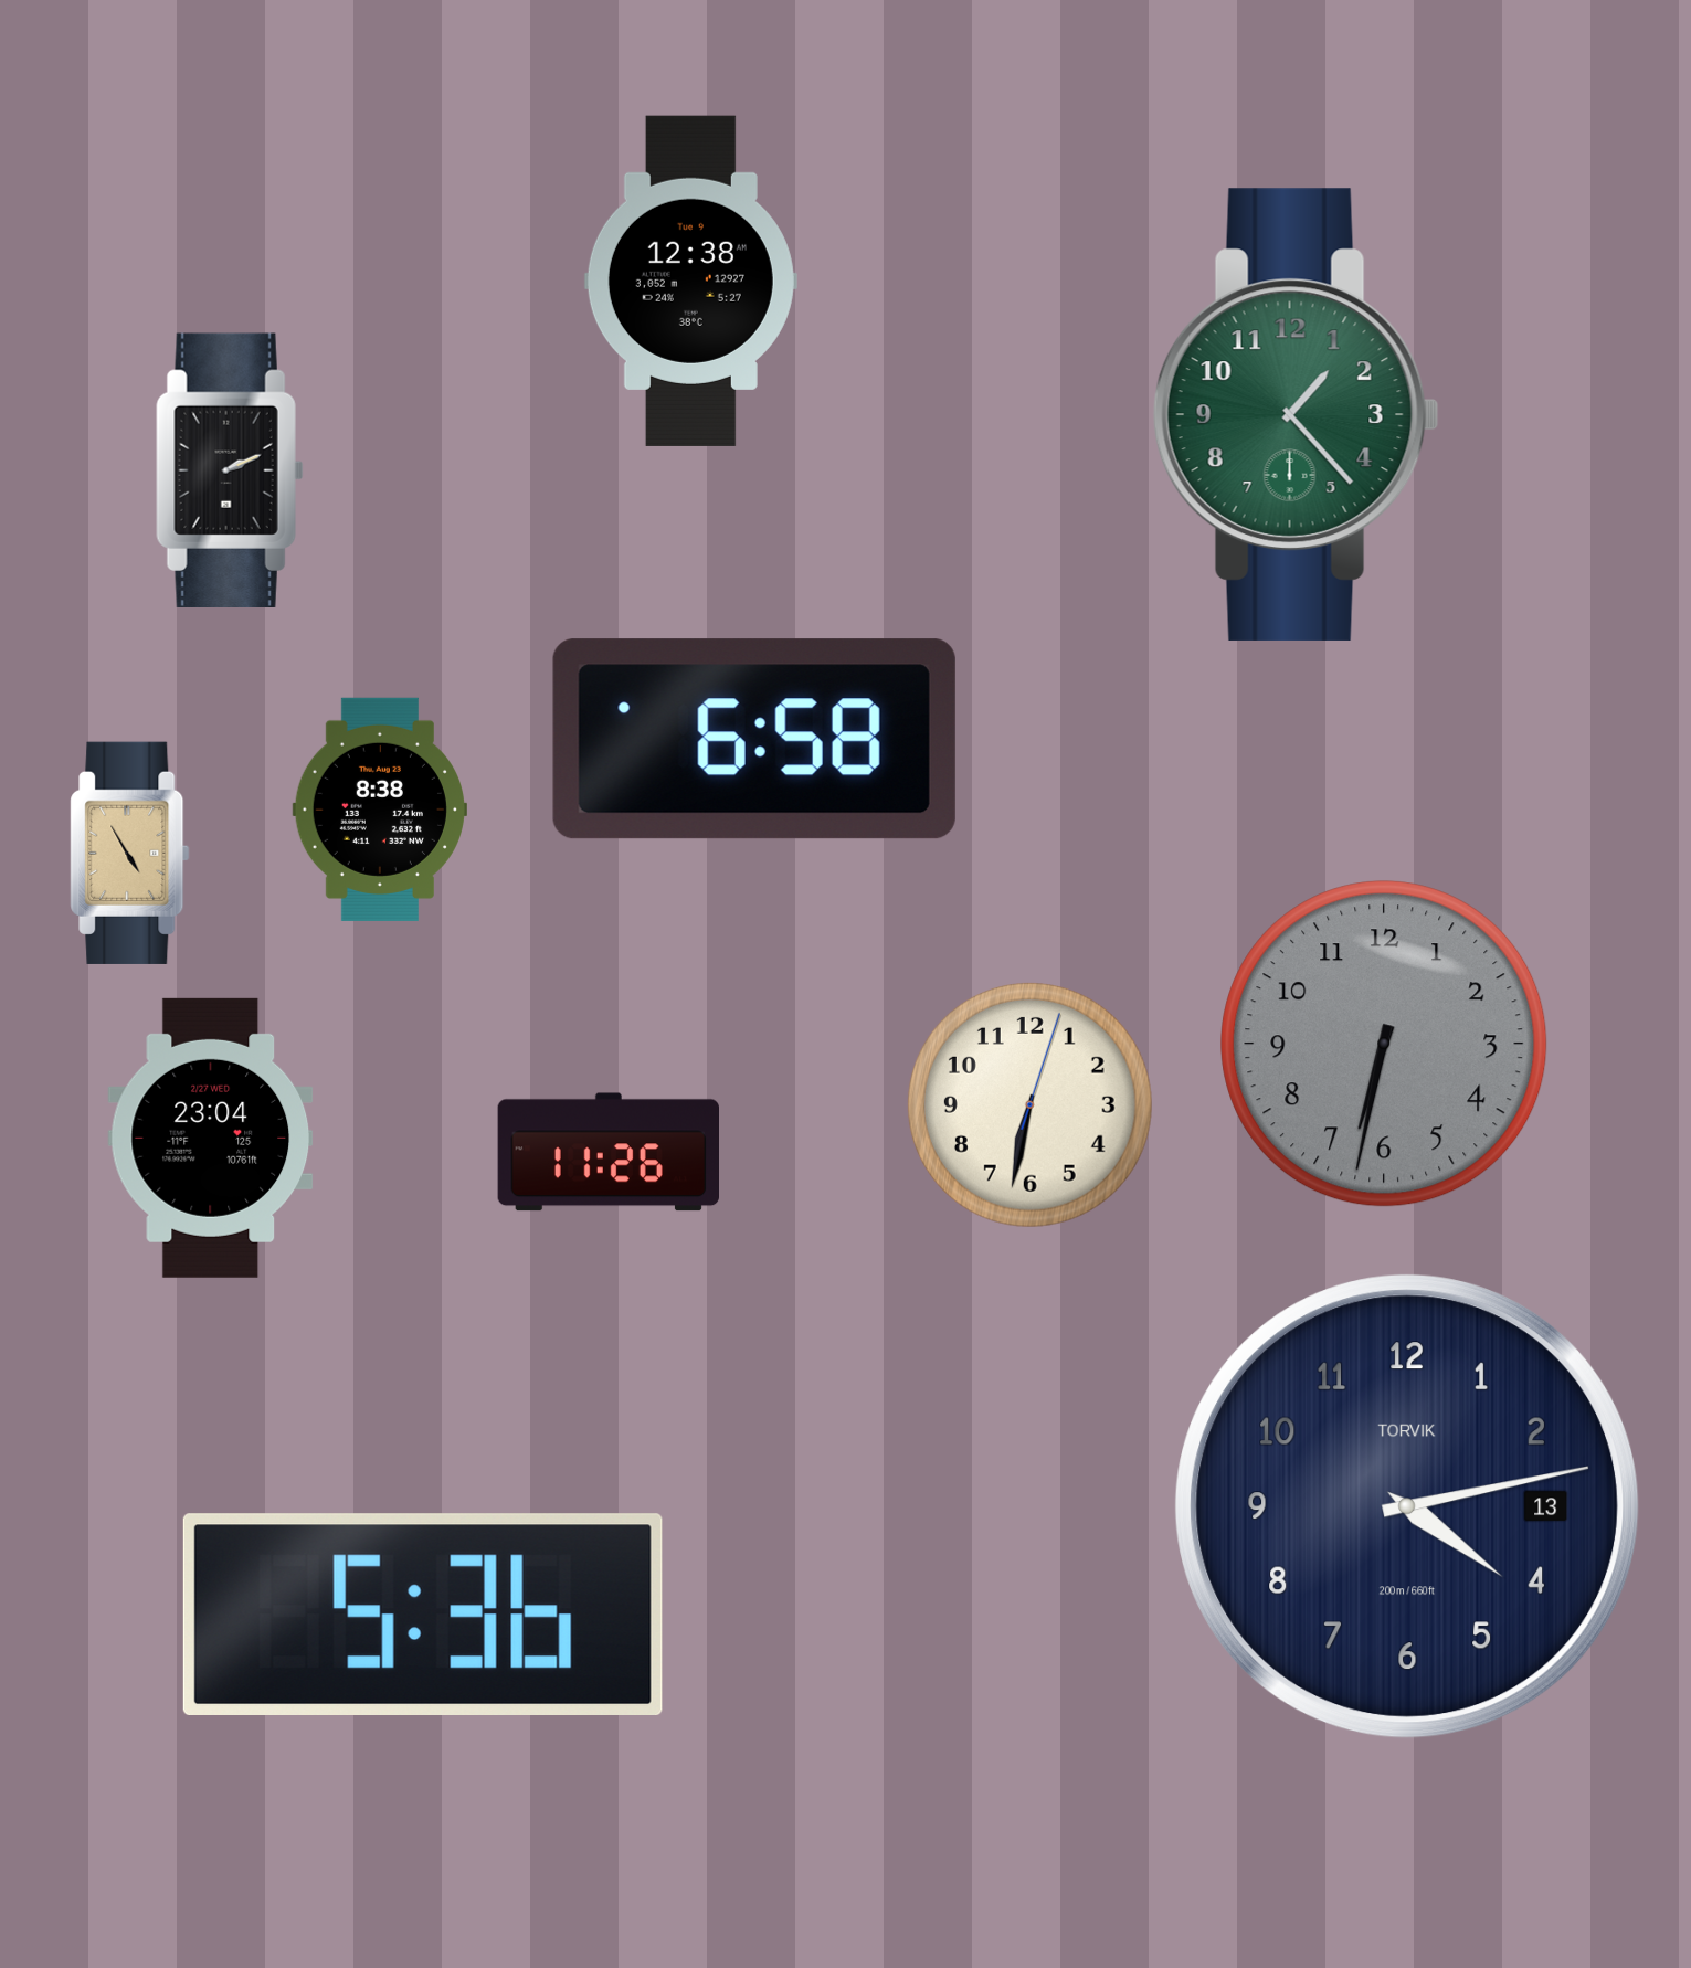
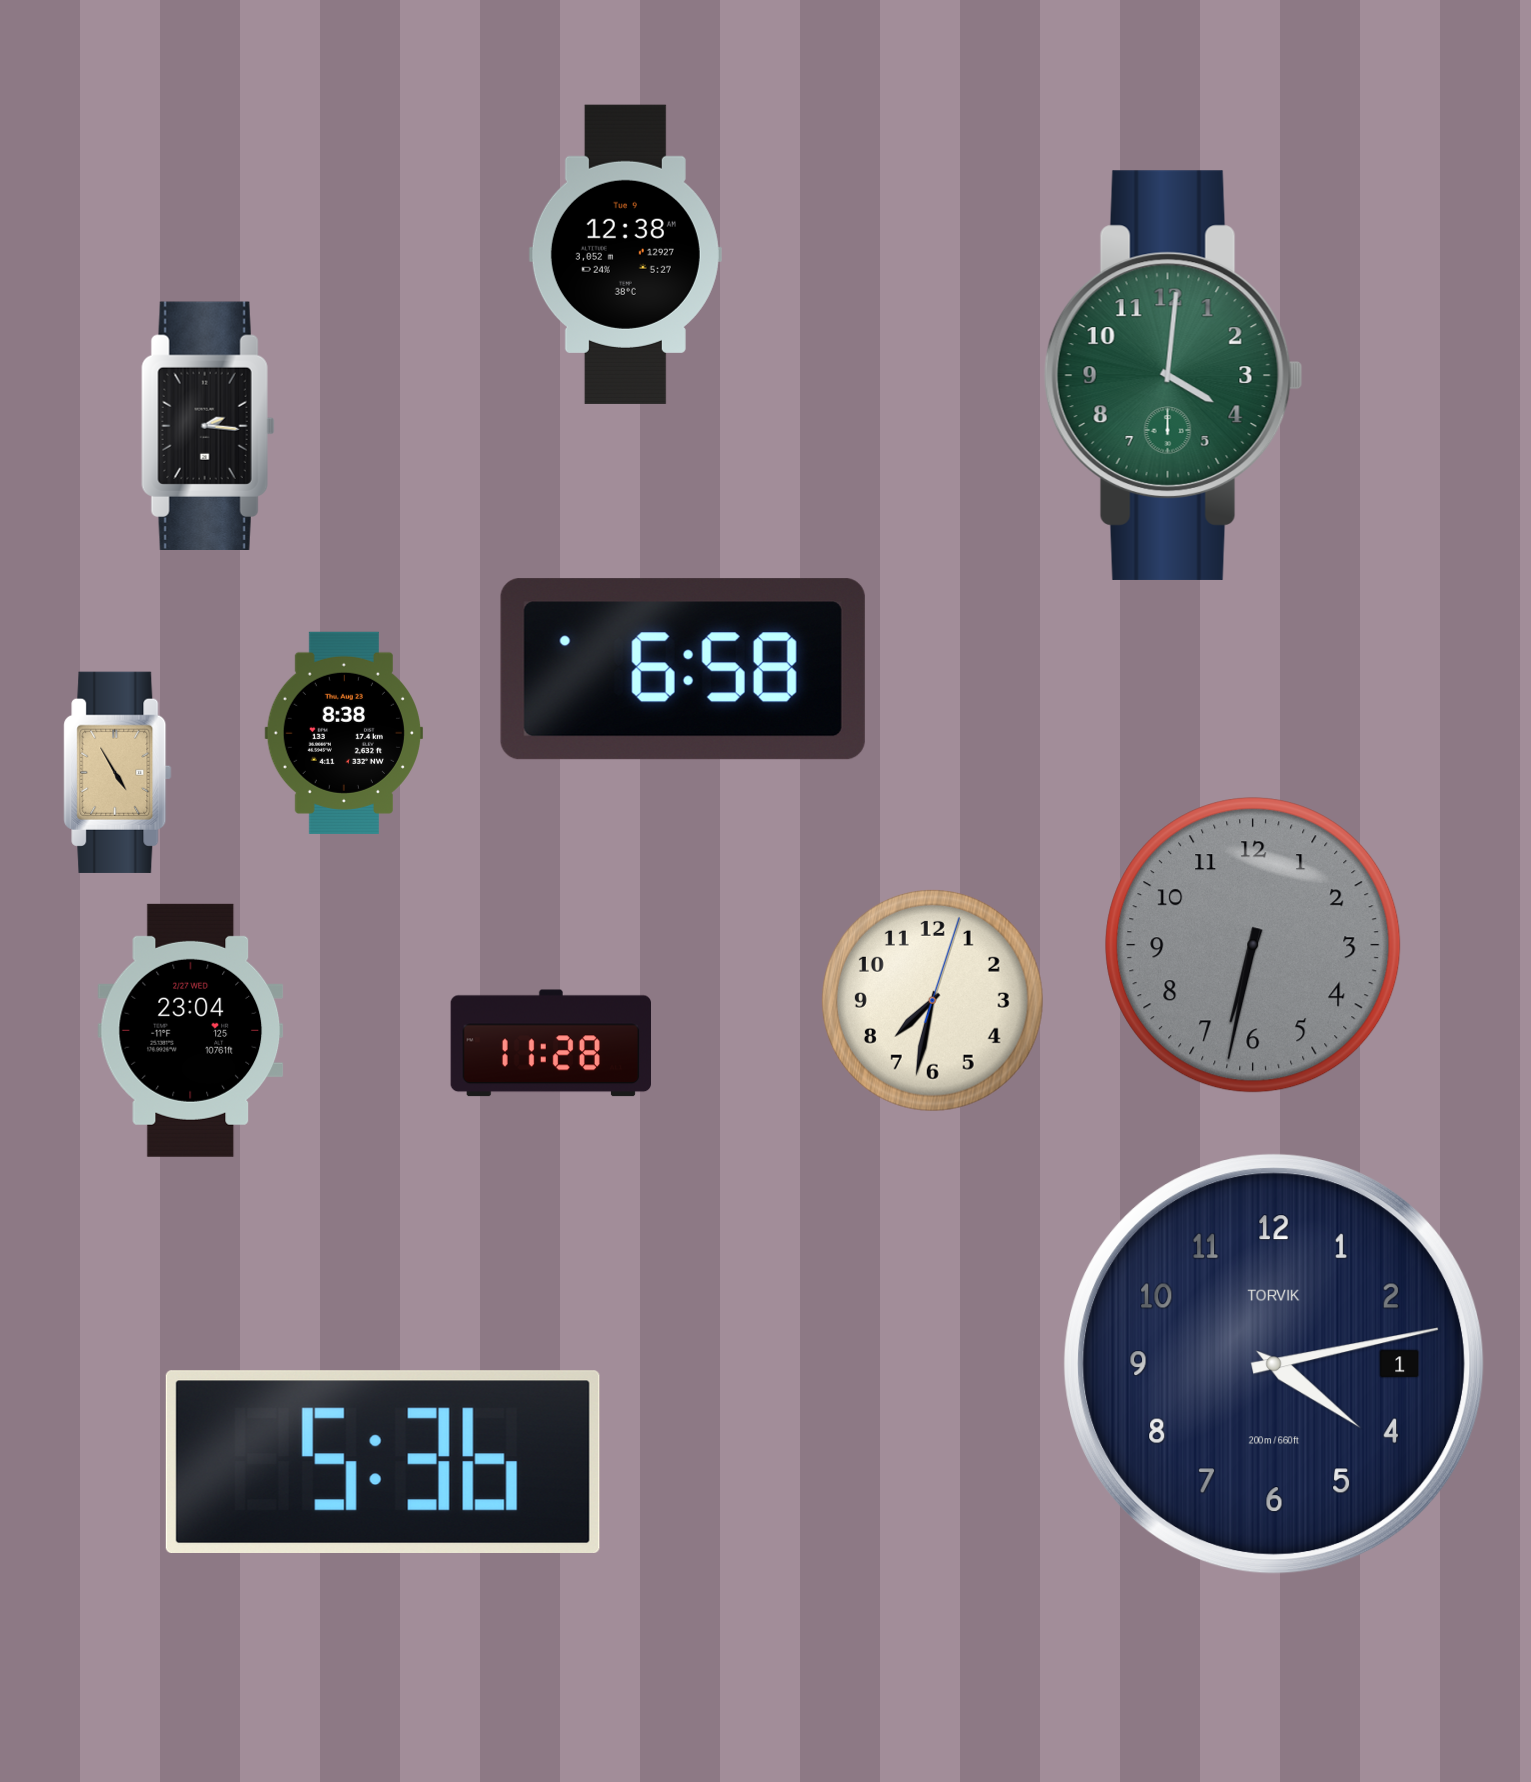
clock at (1296, 414): 1:23 -> 4:01
clock at (230, 469): 2:11 -> 2:16
clock at (1029, 1104): 6:32 -> 7:32
clock at (607, 1152): 11:26 -> 11:28
clock at (1407, 1506) date: 13 -> 1
